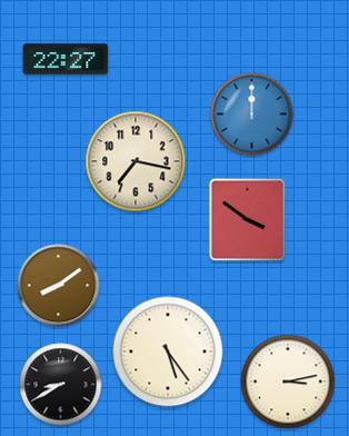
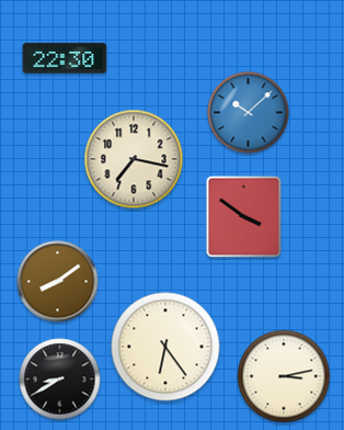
clock at (66, 59): 22:27 -> 22:30
clock at (252, 115): 12:00 -> 10:08
clock at (168, 351): 5:24 -> 6:24
